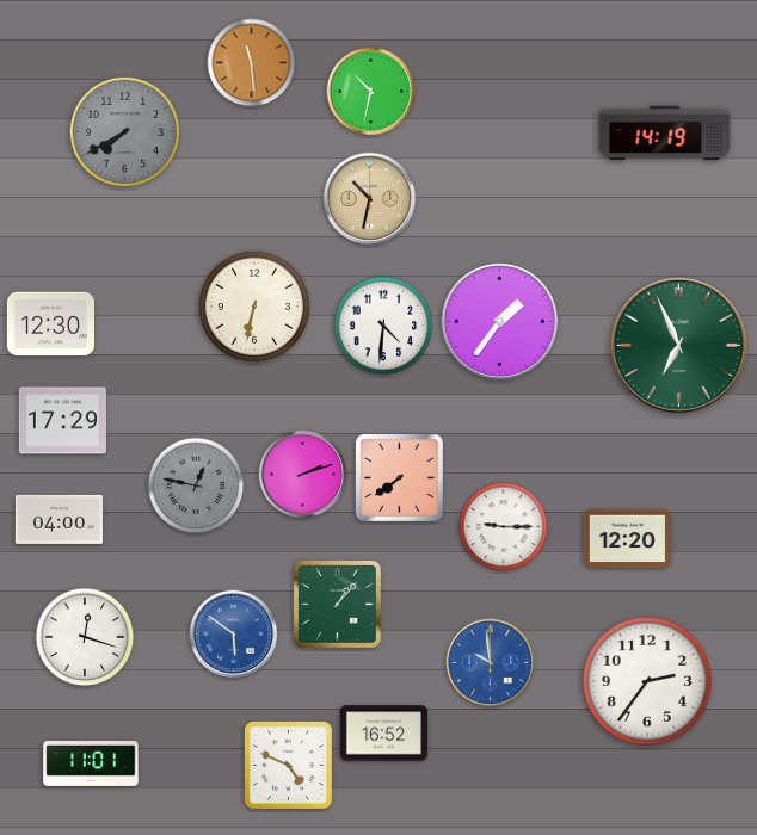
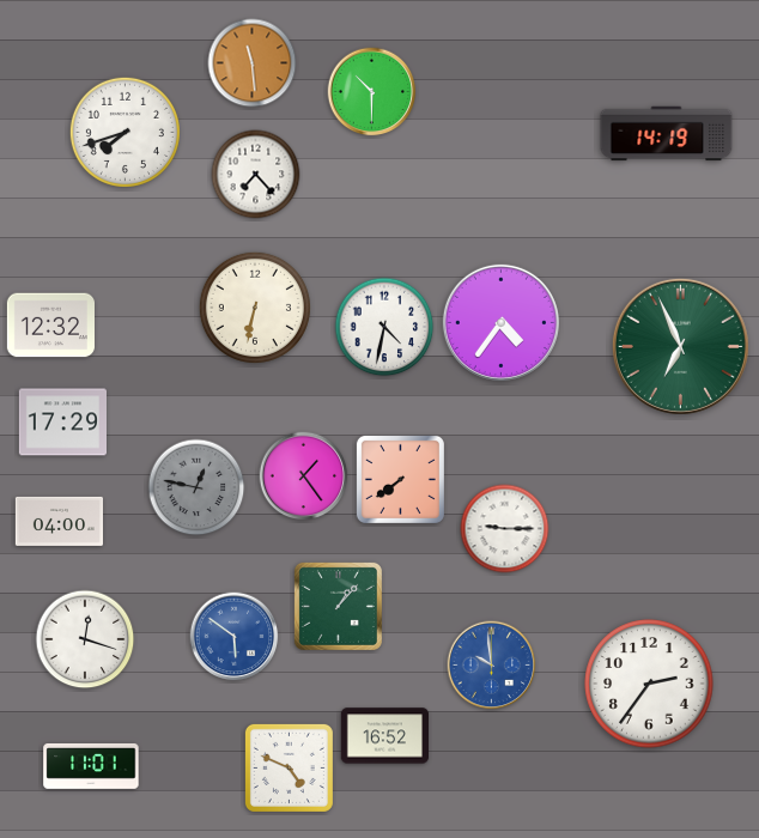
clock at (371, 92): 10:32 -> 10:30
clock at (124, 131): 7:40 -> 7:42
clock at (124, 131) dial: grey -> white
clock at (256, 175): none -> 7:23
clock at (370, 199): 10:32 -> none
clock at (499, 321): 1:36 -> 4:36
clock at (50, 324): 12:30 -> 12:32
clock at (383, 326): 4:31 -> 4:32
clock at (303, 475): 2:12 -> 1:24
clock at (627, 539): 12:20 -> none
